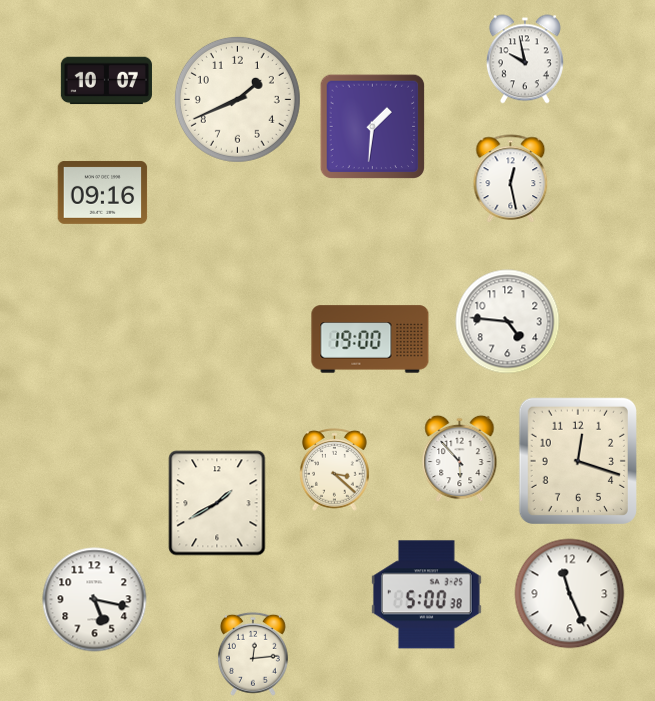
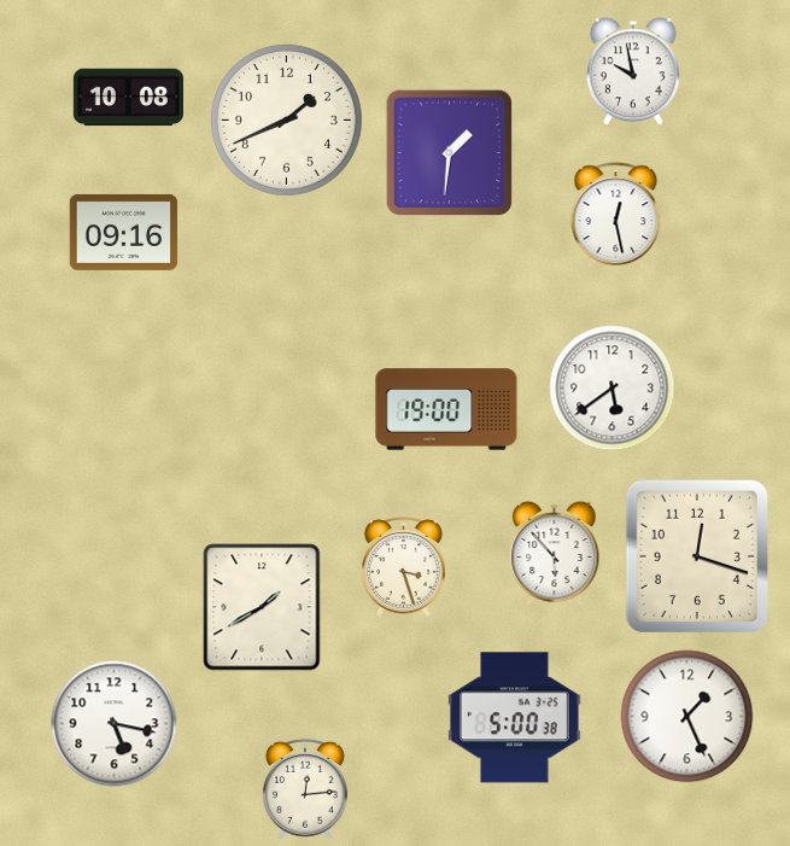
clock at (106, 81): 10:07 -> 10:08
clock at (508, 322): 4:46 -> 5:39
clock at (335, 469): 3:22 -> 3:27
clock at (570, 594): 11:26 -> 1:26
